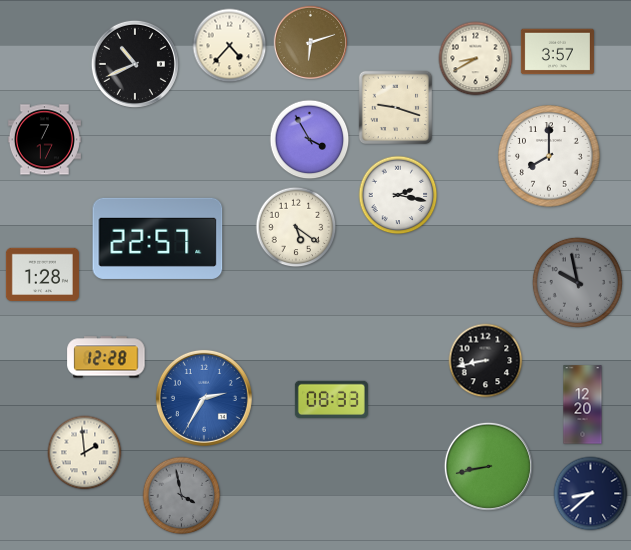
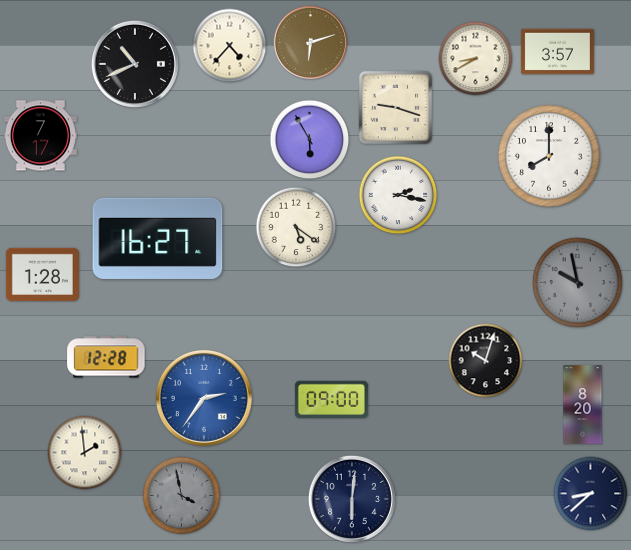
clock at (44, 140) position: (44, 140) -> (40, 136)
clock at (310, 140): 3:55 -> 5:55
clock at (158, 238): 22:57 -> 16:27
clock at (486, 361): 8:43 -> 10:03
clock at (204, 398): 2:35 -> 2:36
clock at (331, 399): 08:33 -> 09:00
clock at (583, 405): 12:20 -> 8:20
clock at (488, 466): 8:43 -> none
clock at (352, 499): none -> 6:01
